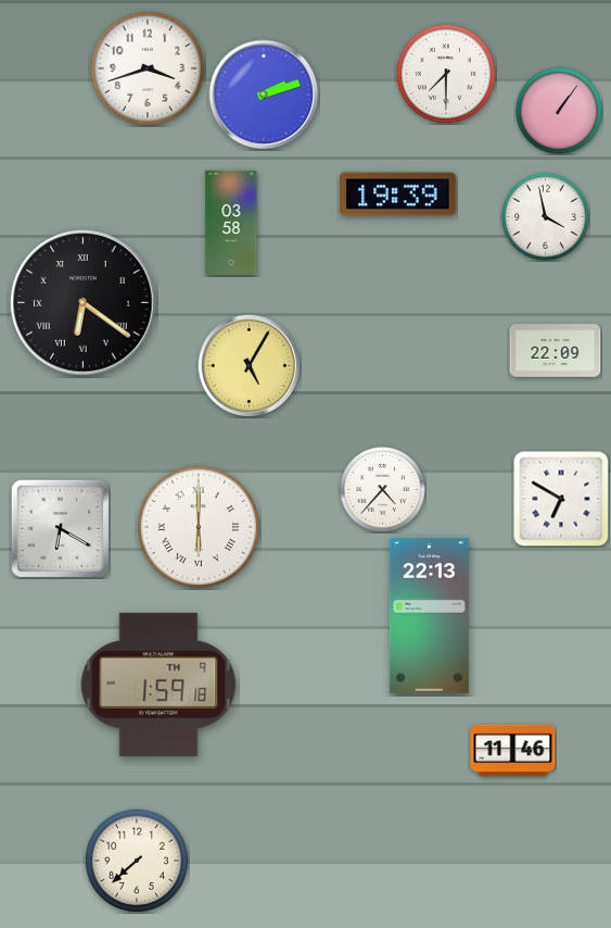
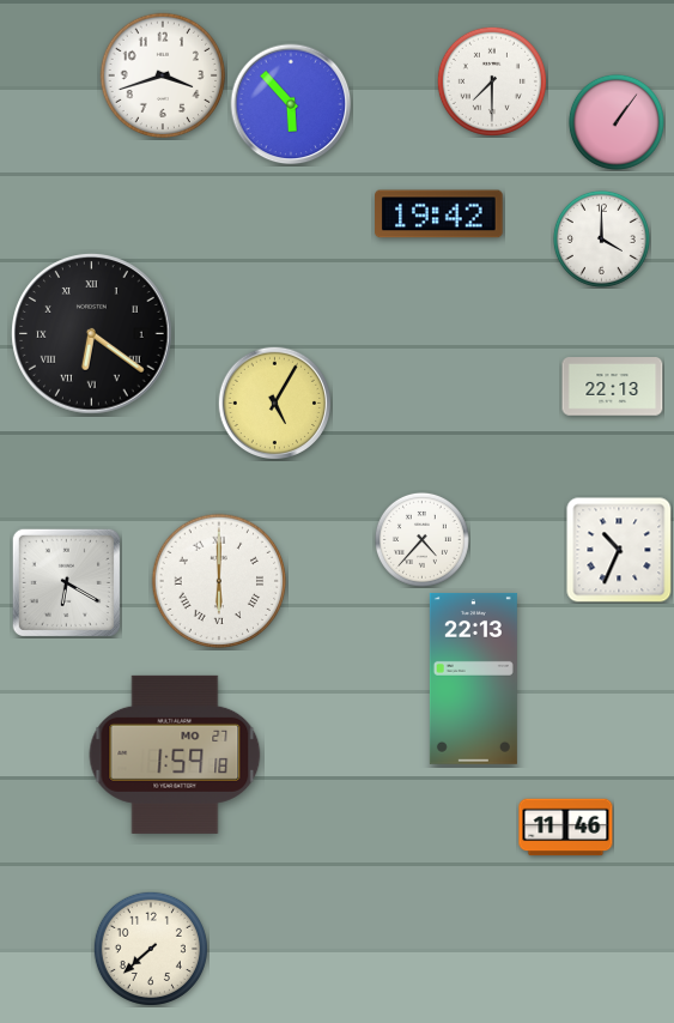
clock at (264, 95): 2:12 -> 5:53
clock at (398, 195): 19:39 -> 19:42
clock at (545, 216): 3:58 -> 4:00
clock at (231, 222): 03:58 -> none
clock at (556, 351): 22:09 -> 22:13
clock at (561, 499): 6:50 -> 10:34
clock at (158, 685) date: TH 9 -> MO 27
